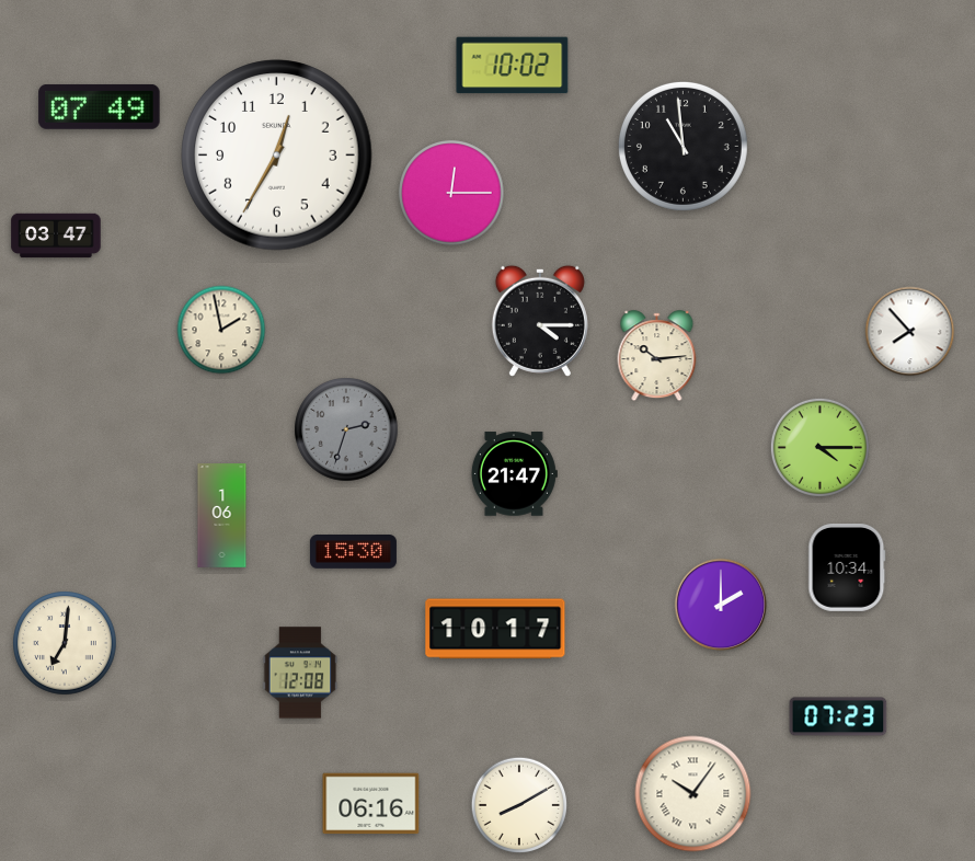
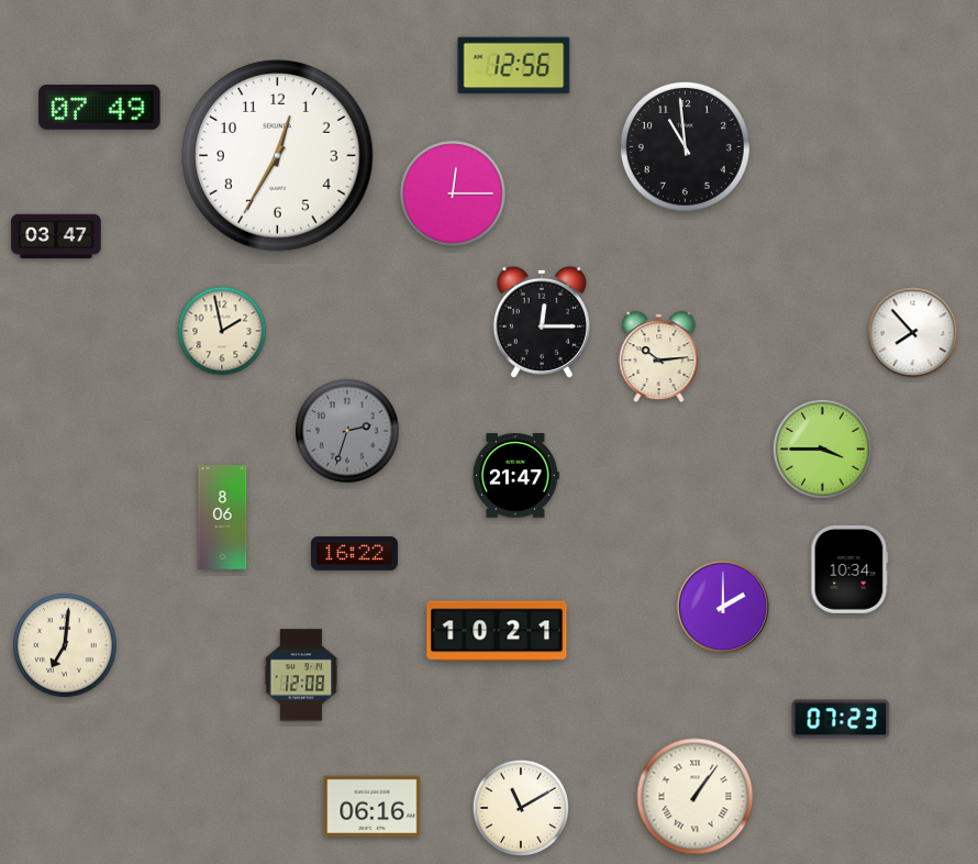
clock at (513, 66): 10:02 -> 12:56
clock at (540, 321): 4:15 -> 12:15
clock at (819, 447): 4:15 -> 3:45
clock at (222, 516): 1:06 -> 8:06
clock at (353, 552): 15:30 -> 16:22
clock at (495, 629): 10:17 -> 10:21
clock at (693, 794): 10:06 -> 1:06
clock at (519, 805): 8:10 -> 11:10
